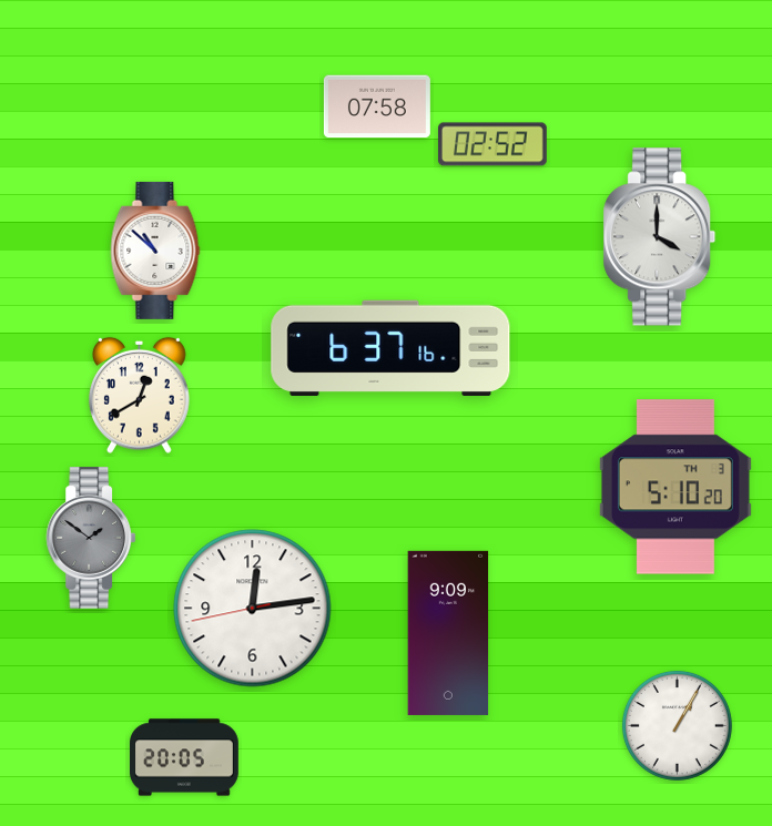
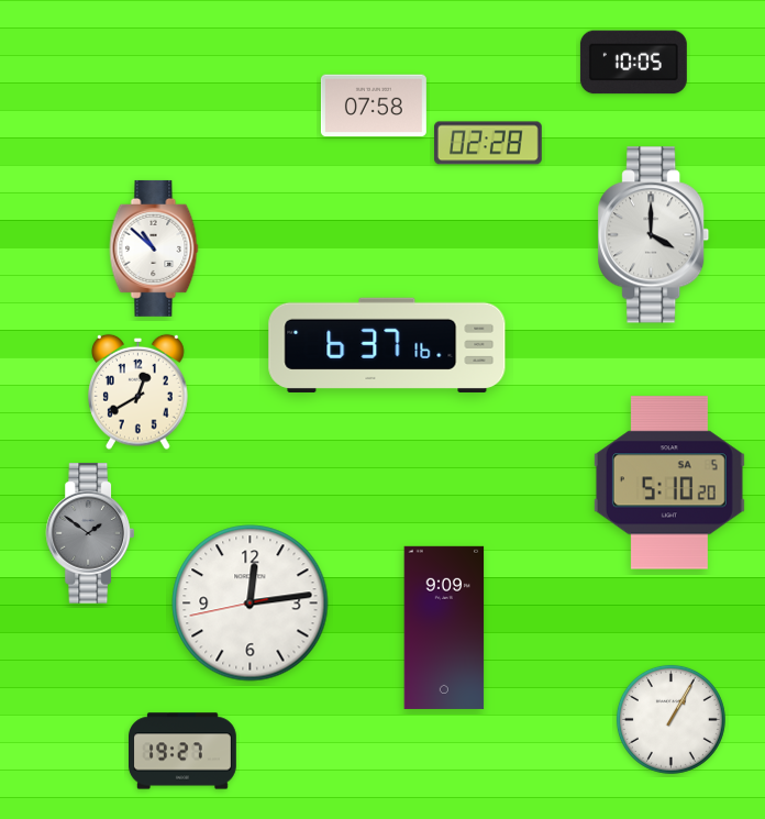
clock at (633, 63): none -> 10:05
clock at (494, 144): 02:52 -> 02:28
clock at (675, 487) date: TH 3 -> SA 5
clock at (185, 757): 20:05 -> 19:27
